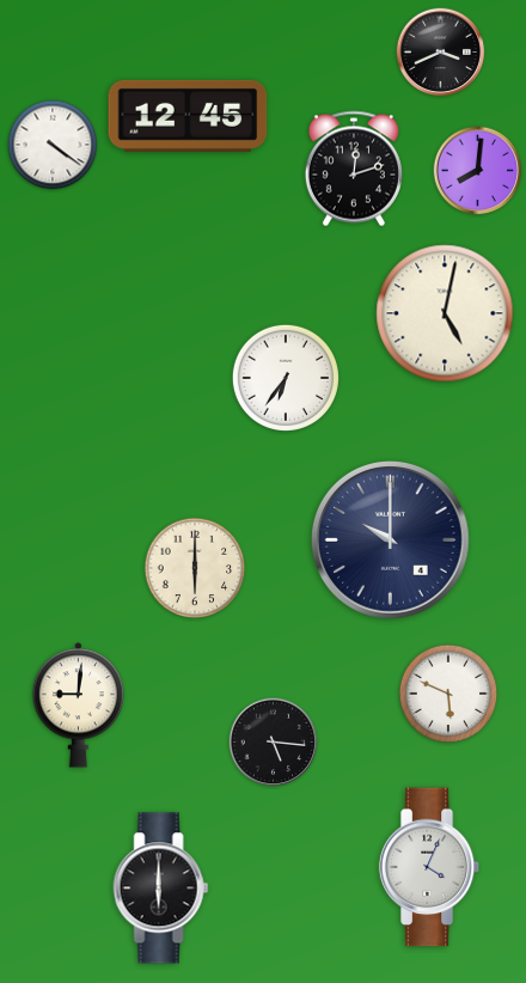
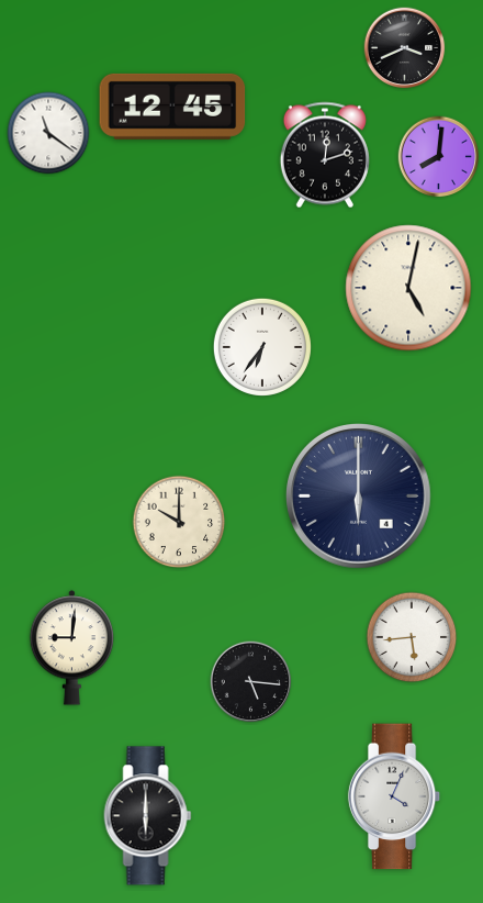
clock at (53, 145): 4:21 -> 11:21
clock at (391, 541): 10:00 -> 6:00
clock at (195, 568): 6:00 -> 10:00
clock at (448, 694): 5:49 -> 5:44
